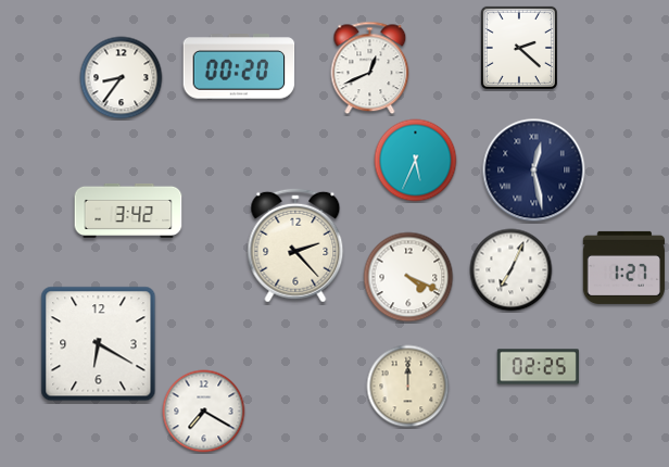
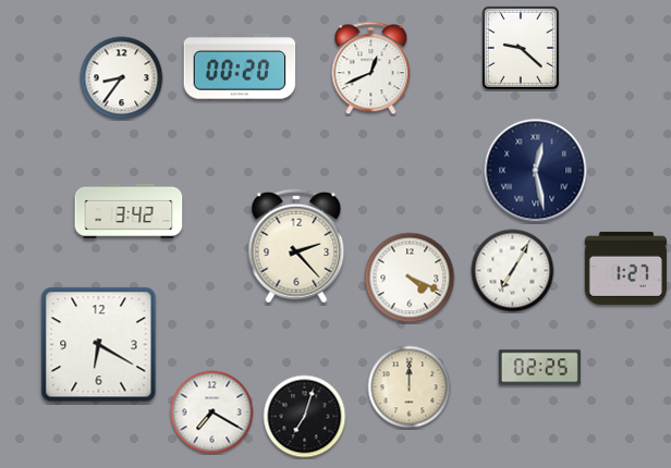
clock at (519, 48): 2:22 -> 9:22
clock at (416, 161): 5:34 -> none
clock at (512, 270): 7:04 -> 7:05
clock at (204, 412) position: (204, 412) -> (212, 412)
clock at (305, 417): none -> 7:03
